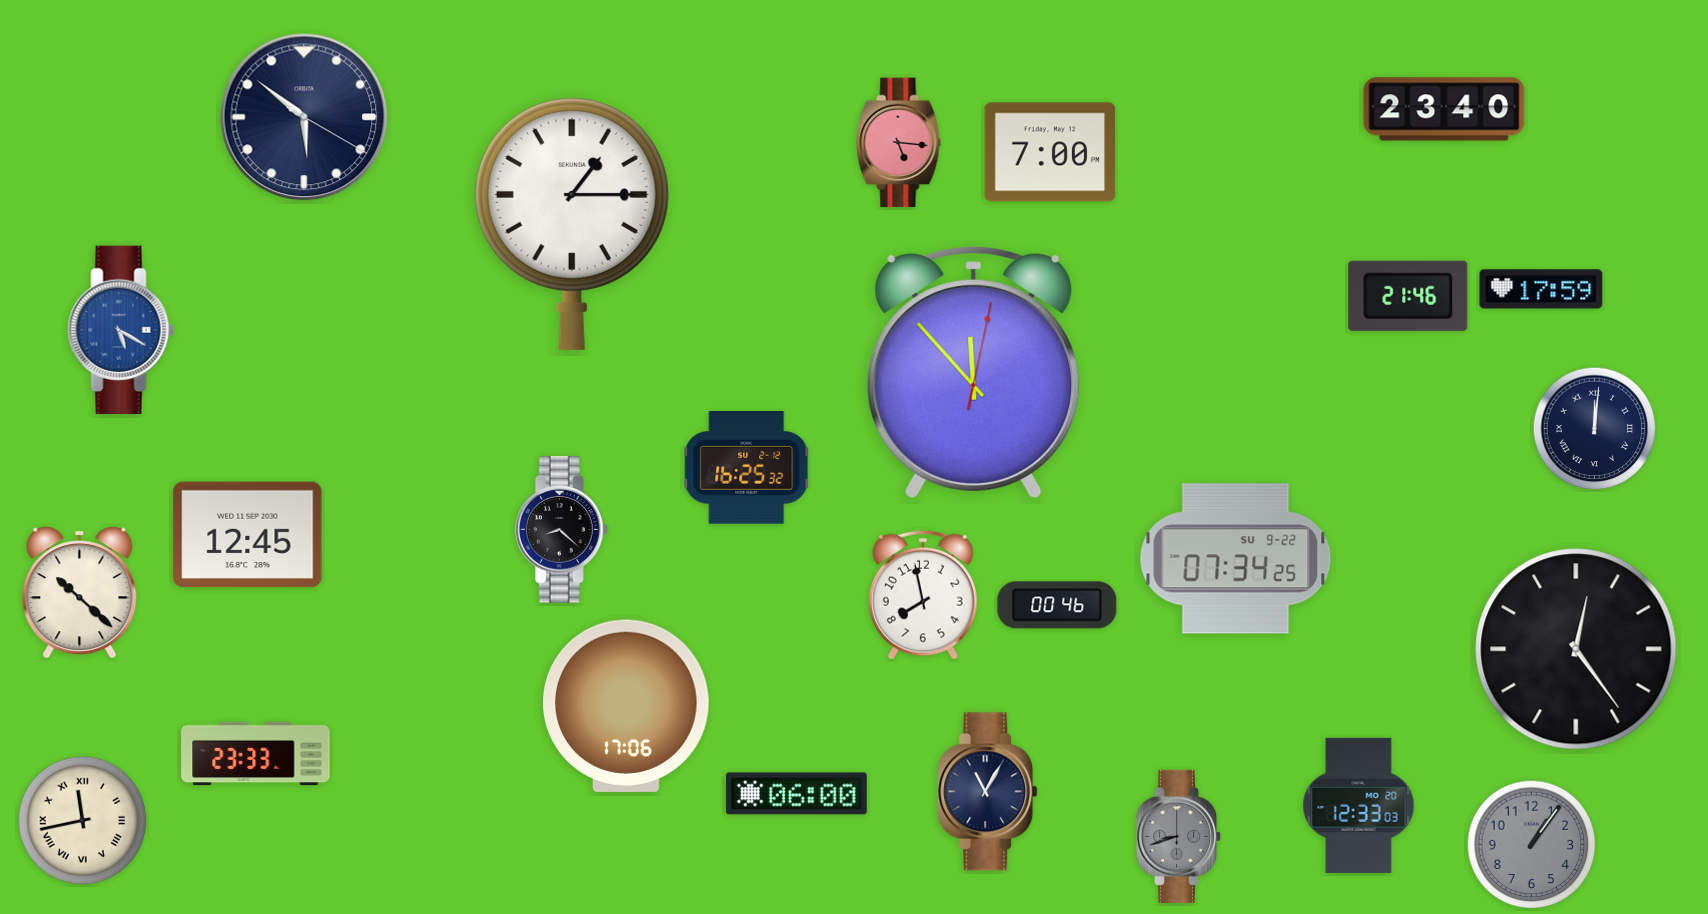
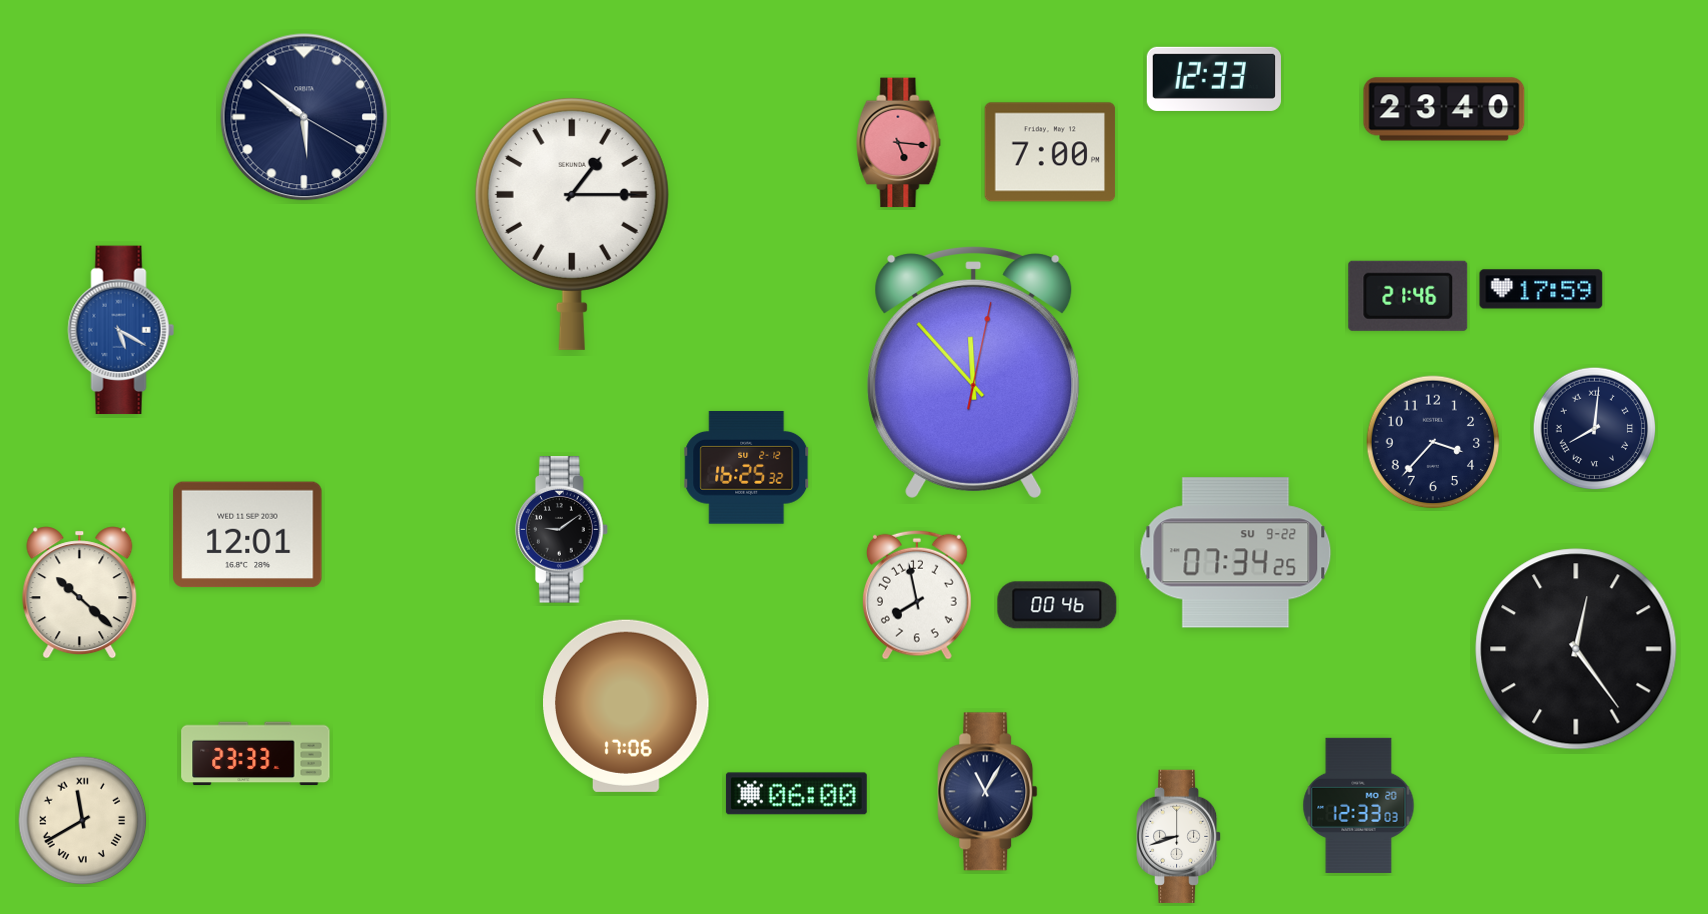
clock at (1214, 79): none -> 12:33
clock at (1595, 429): 12:01 -> 8:01
clock at (1433, 442): none -> 3:37
clock at (562, 530): 8:22 -> 9:09
clock at (248, 535): 12:45 -> 12:01
clock at (1236, 559) position: (1236, 559) -> (1236, 553)
clock at (923, 595) position: (923, 595) -> (917, 595)
clock at (83, 821): 11:43 -> 11:40
clock at (1179, 836) dial: grey -> white
clock at (1532, 845): 1:06 -> none
